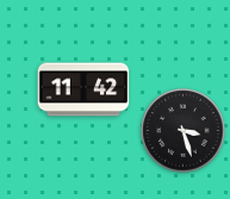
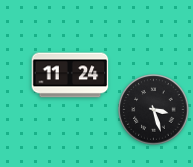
clock at (83, 89): 11:42 -> 11:24
